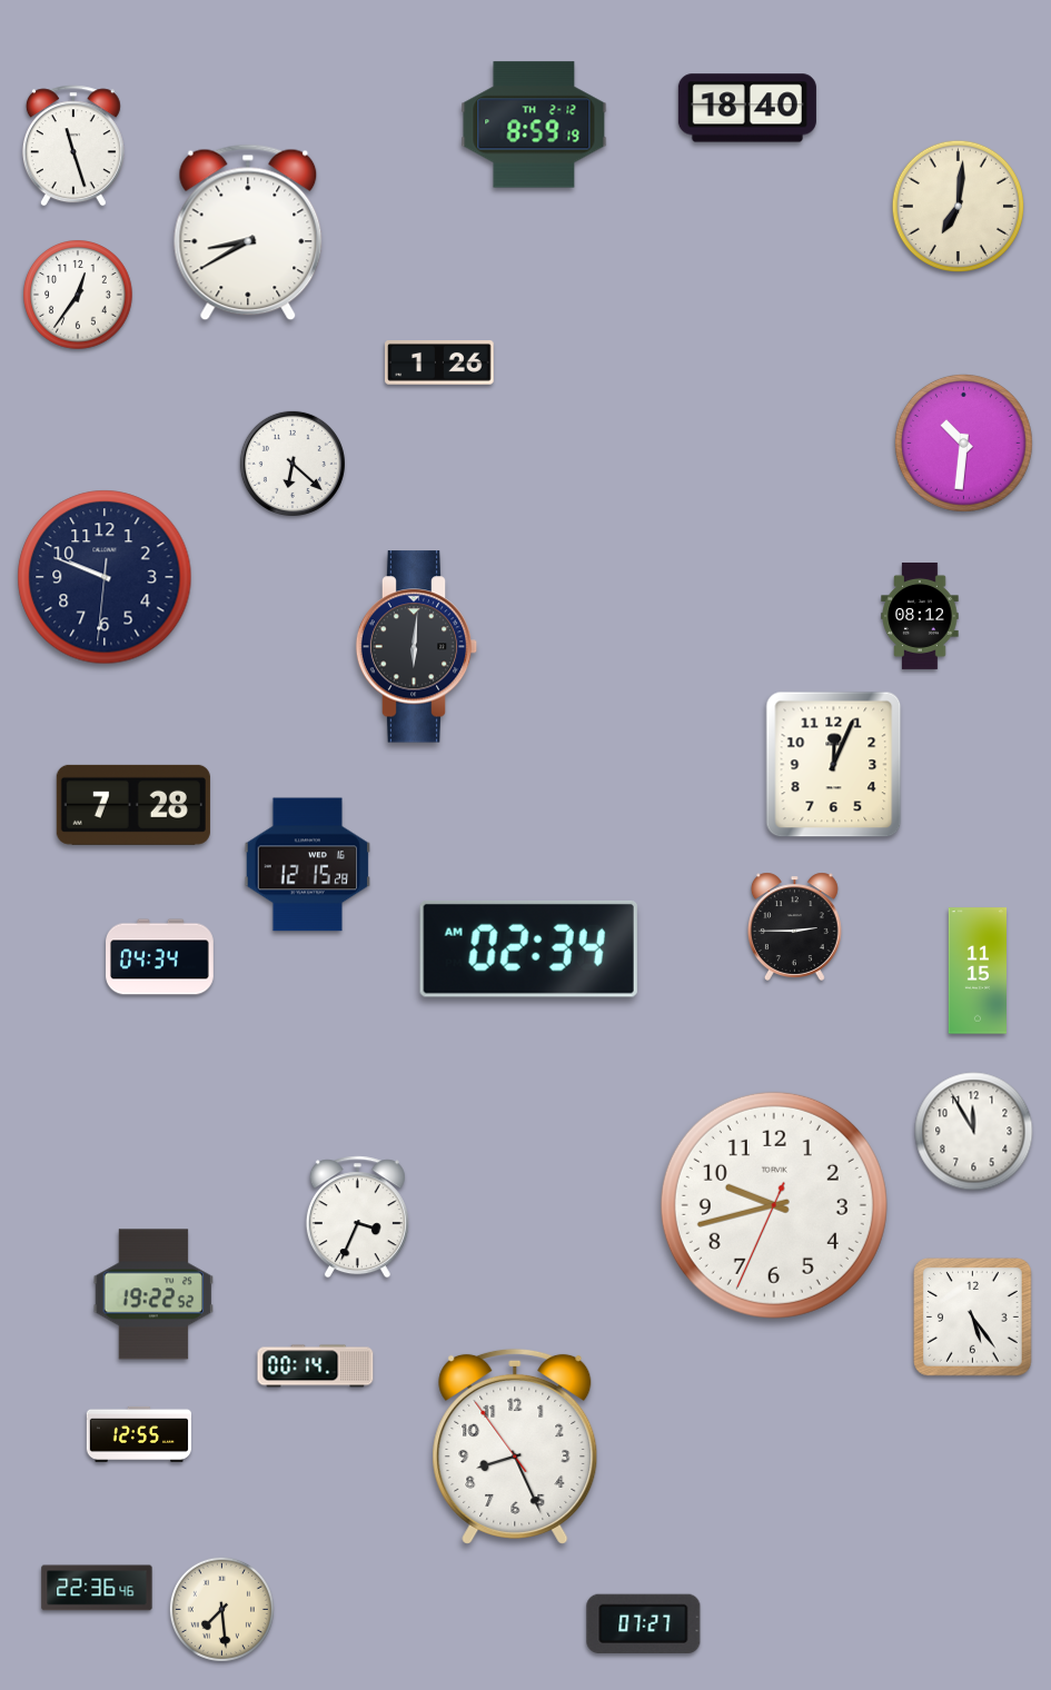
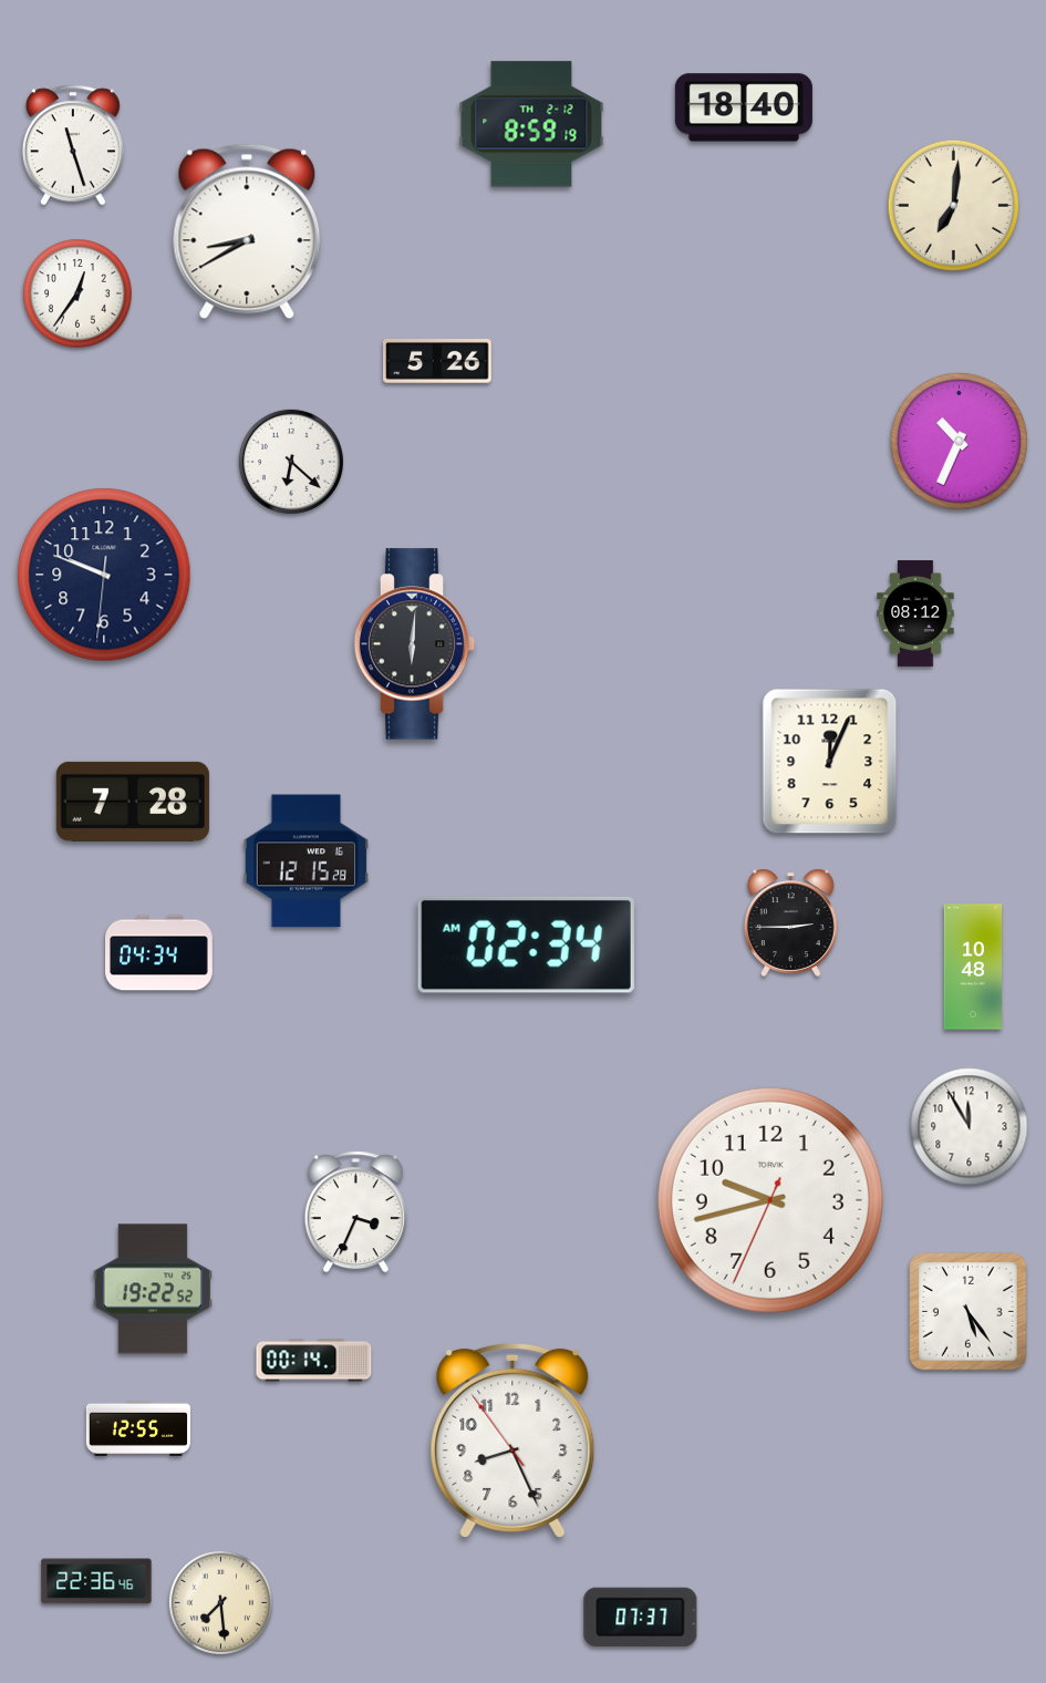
clock at (439, 364): 1:26 -> 5:26
clock at (963, 443): 10:31 -> 10:34
clock at (976, 971): 11:15 -> 10:48
clock at (644, 1623): 07:27 -> 07:37
